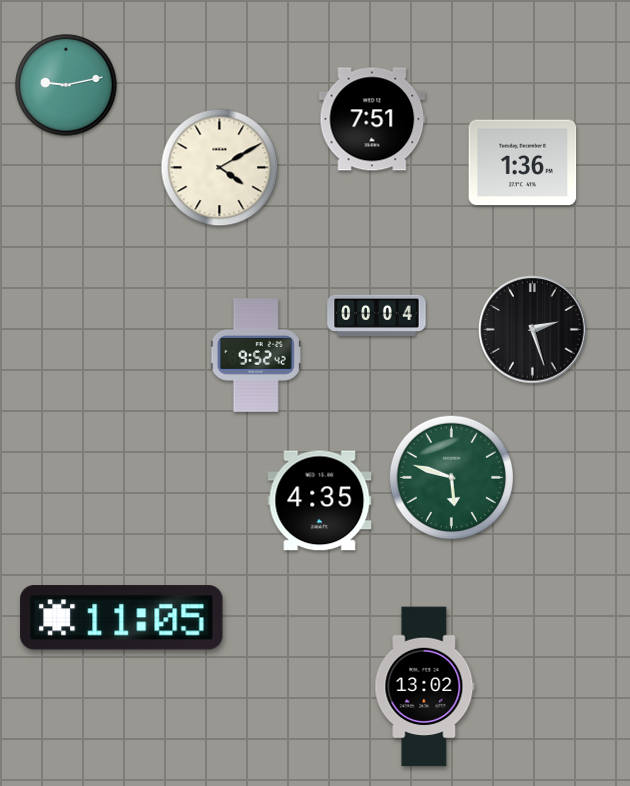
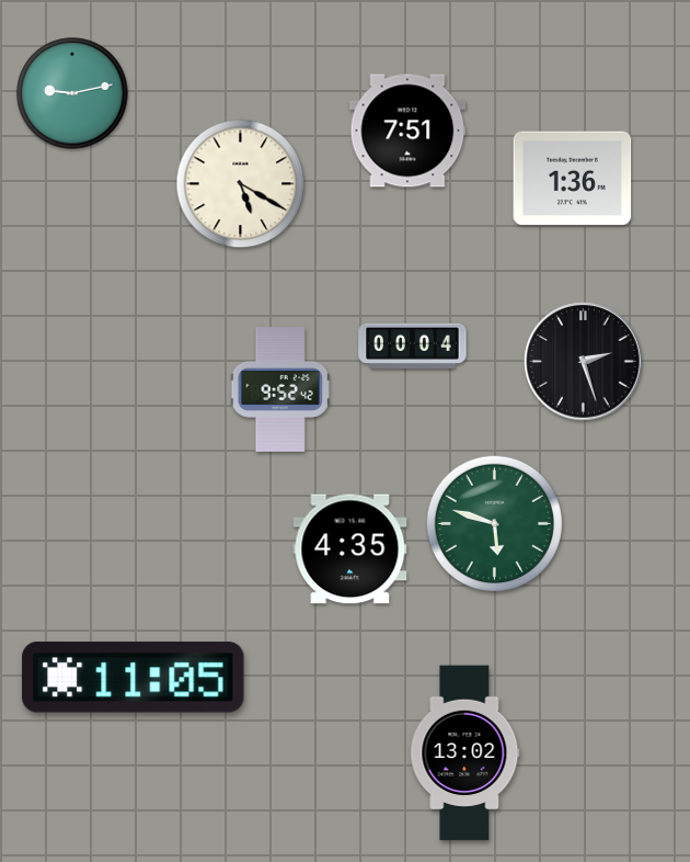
clock at (220, 168): 4:10 -> 5:20
